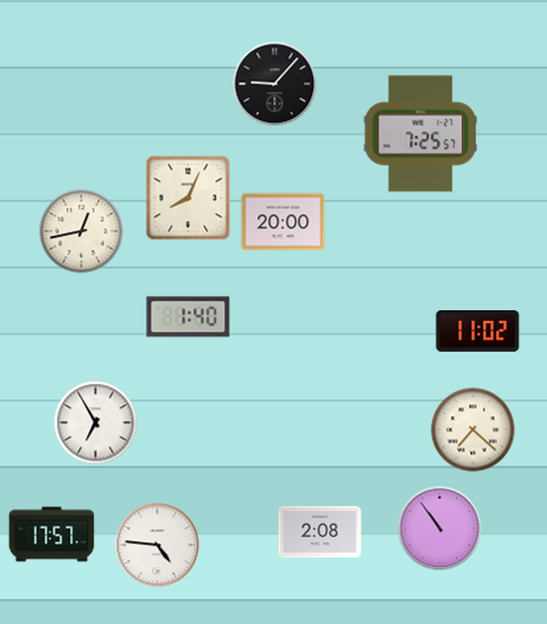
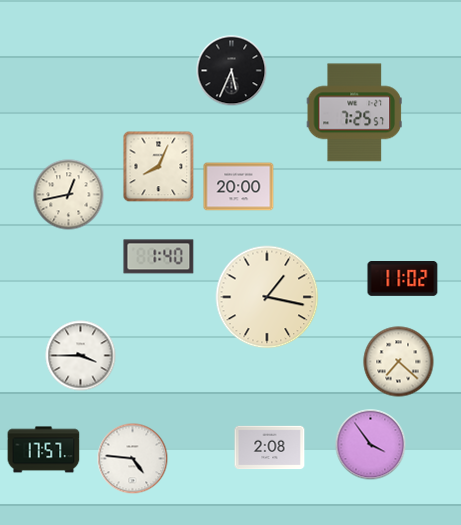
clock at (275, 84): 9:07 -> 5:34
clock at (189, 317) position: (189, 317) -> (159, 257)
clock at (267, 297): none -> 1:17
clock at (96, 423): 6:55 -> 3:45
clock at (440, 529): 10:54 -> 3:54
